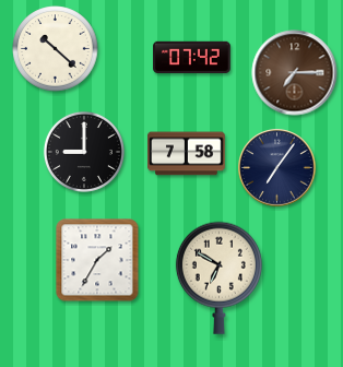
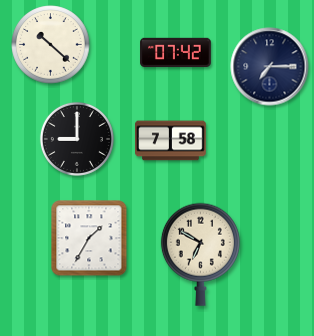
clock at (295, 73) dial: brown -> navy
clock at (277, 168): 7:06 -> none
